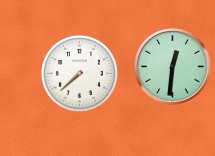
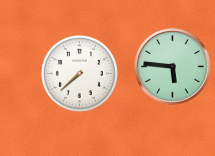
clock at (173, 67): 12:31 -> 5:46
